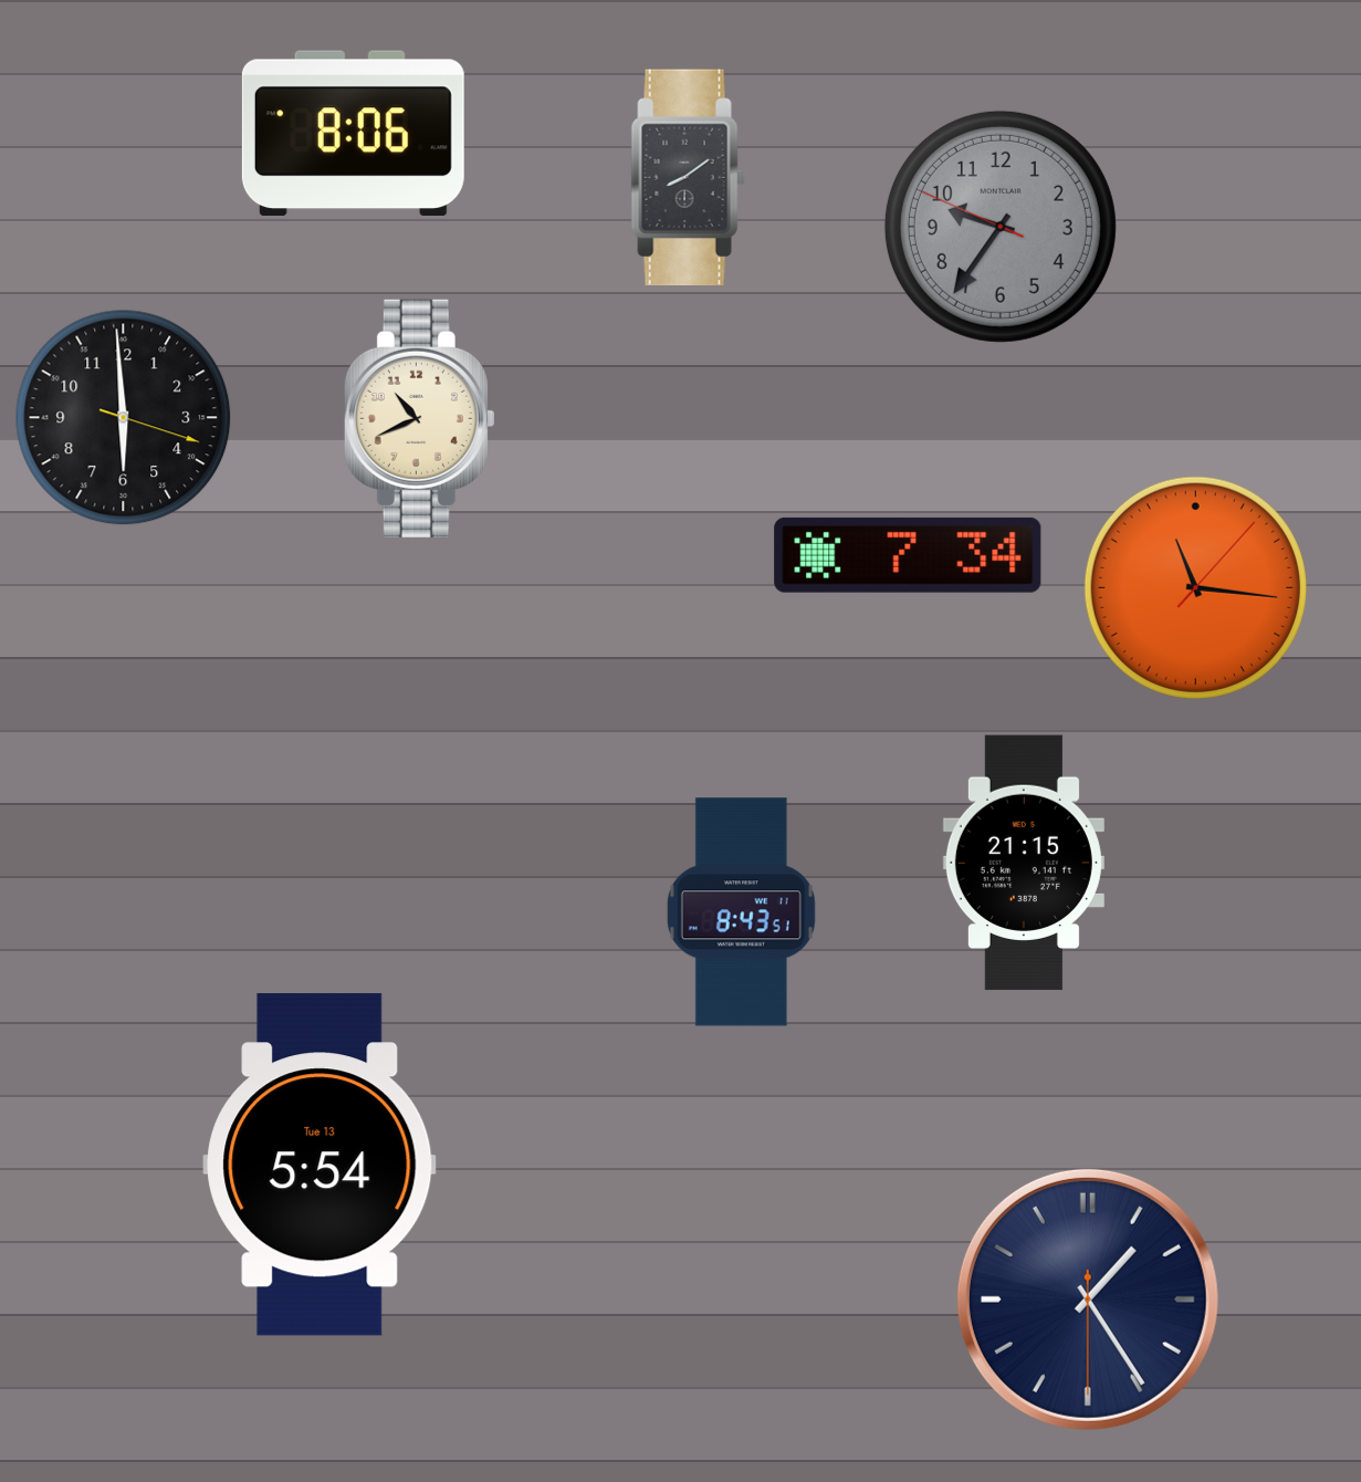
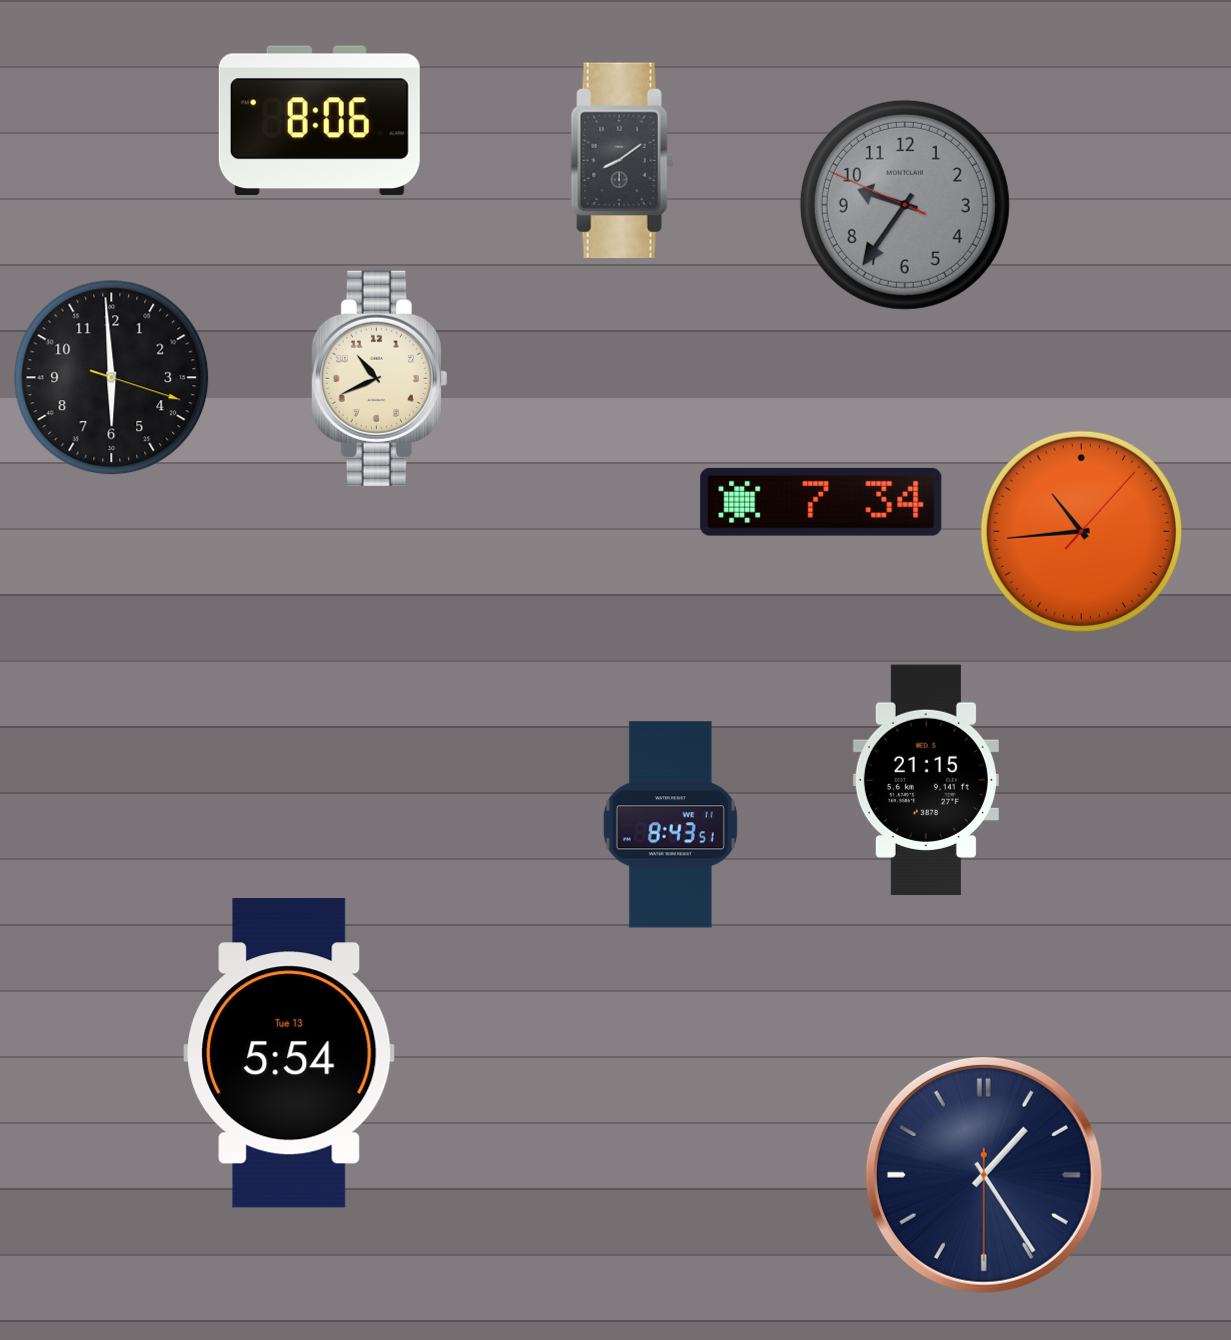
clock at (1195, 587): 11:16 -> 10:44
